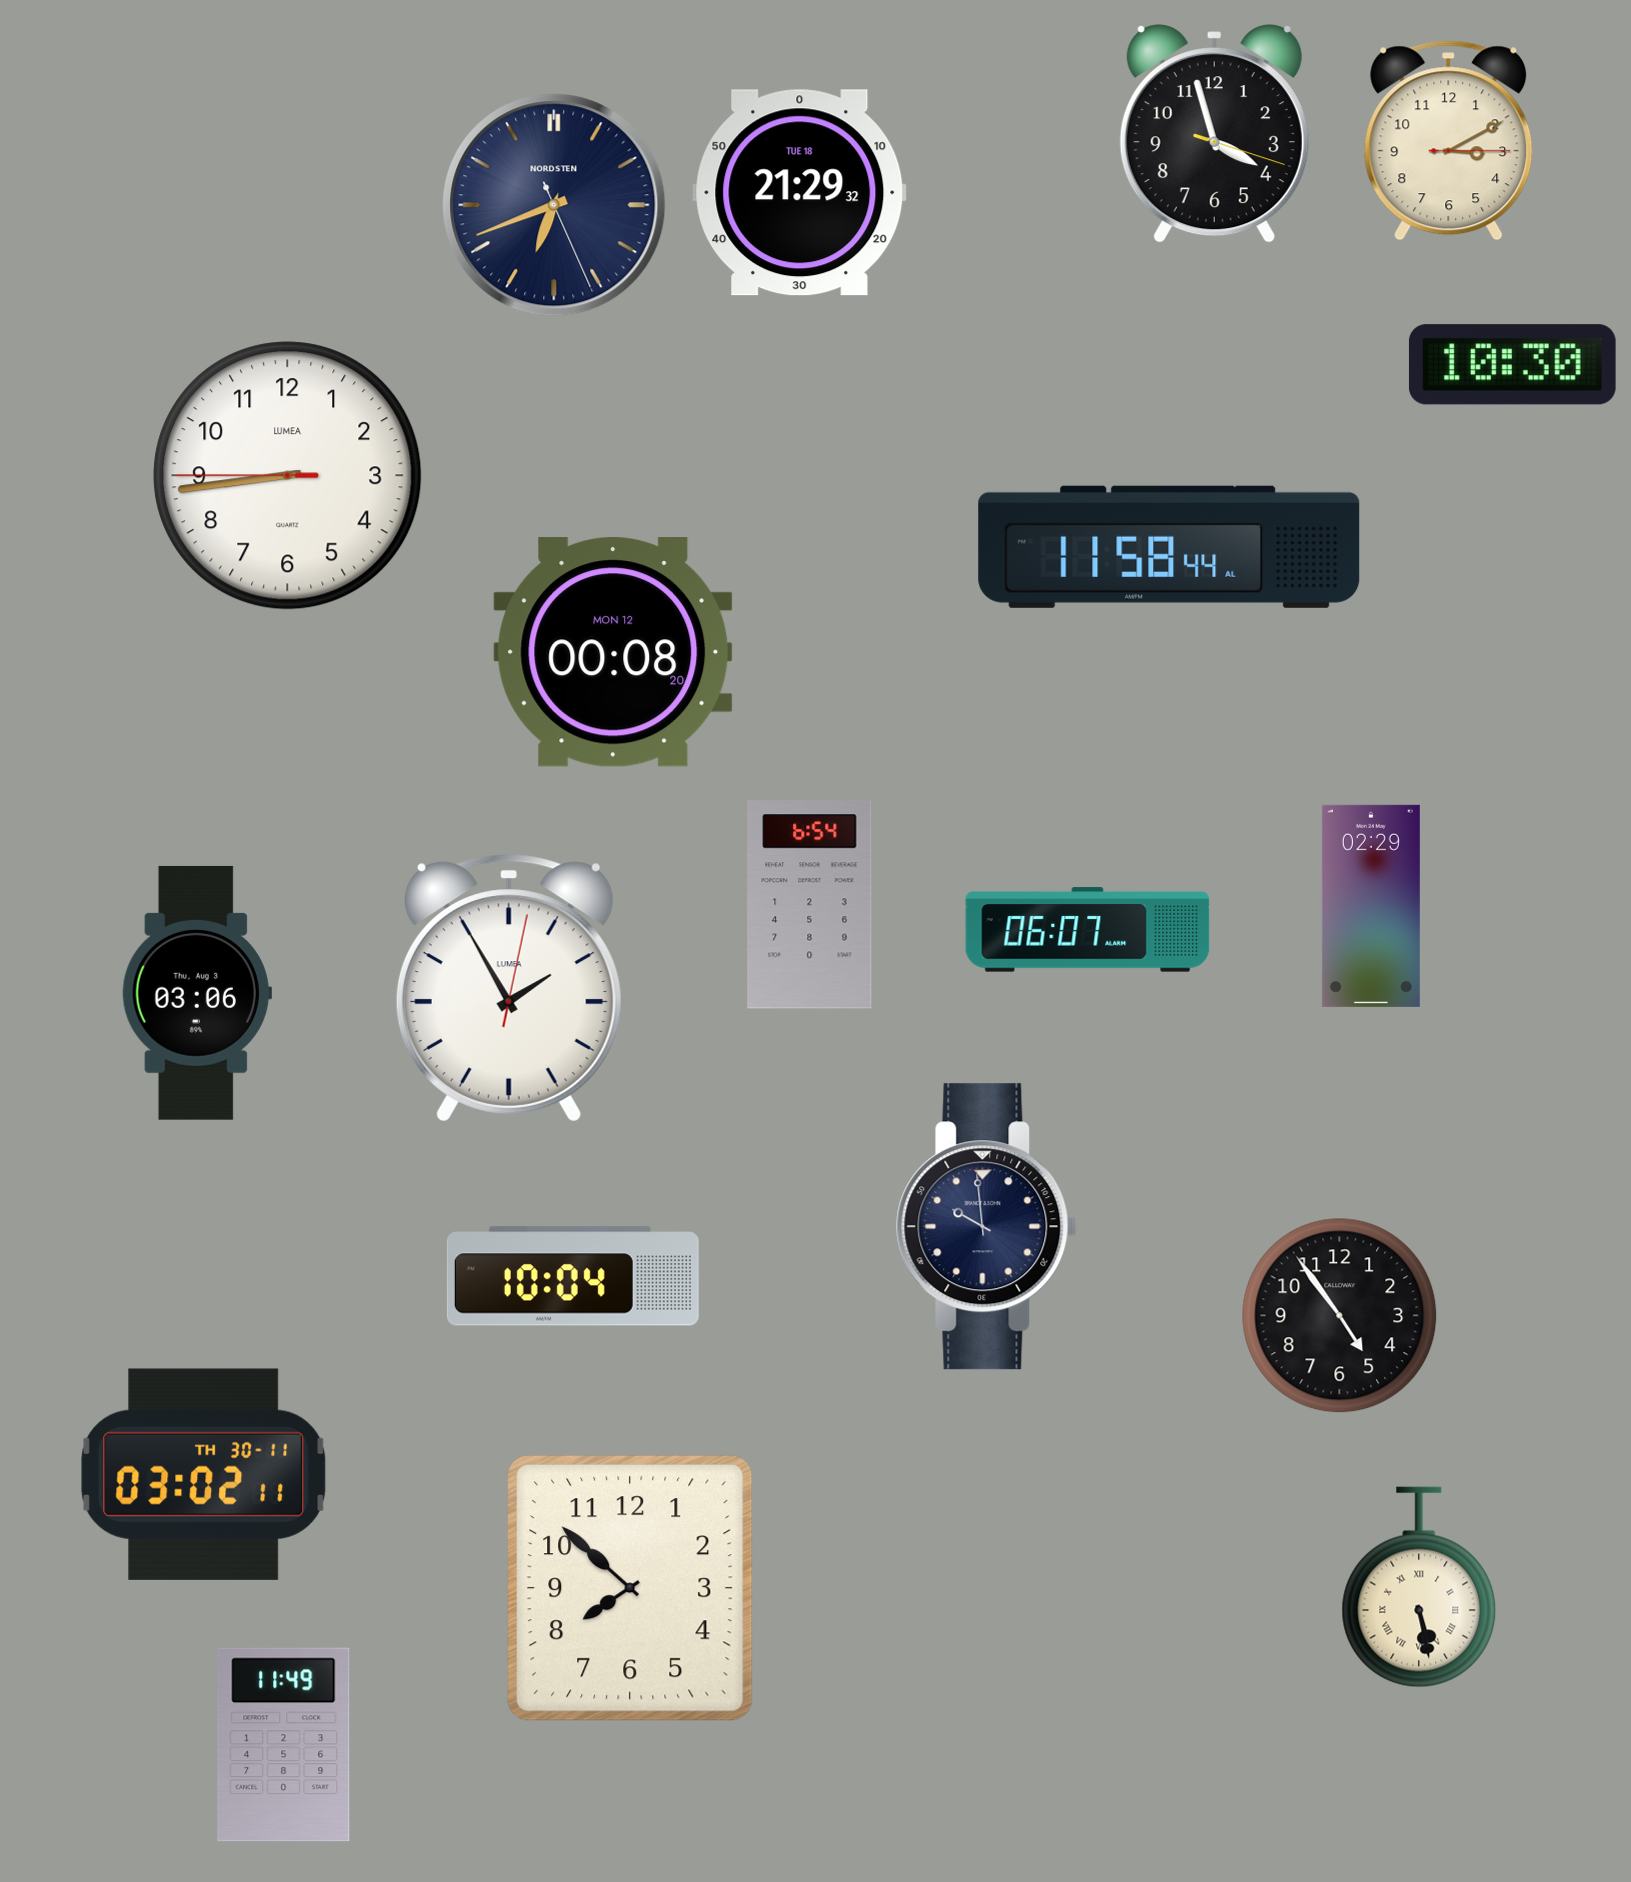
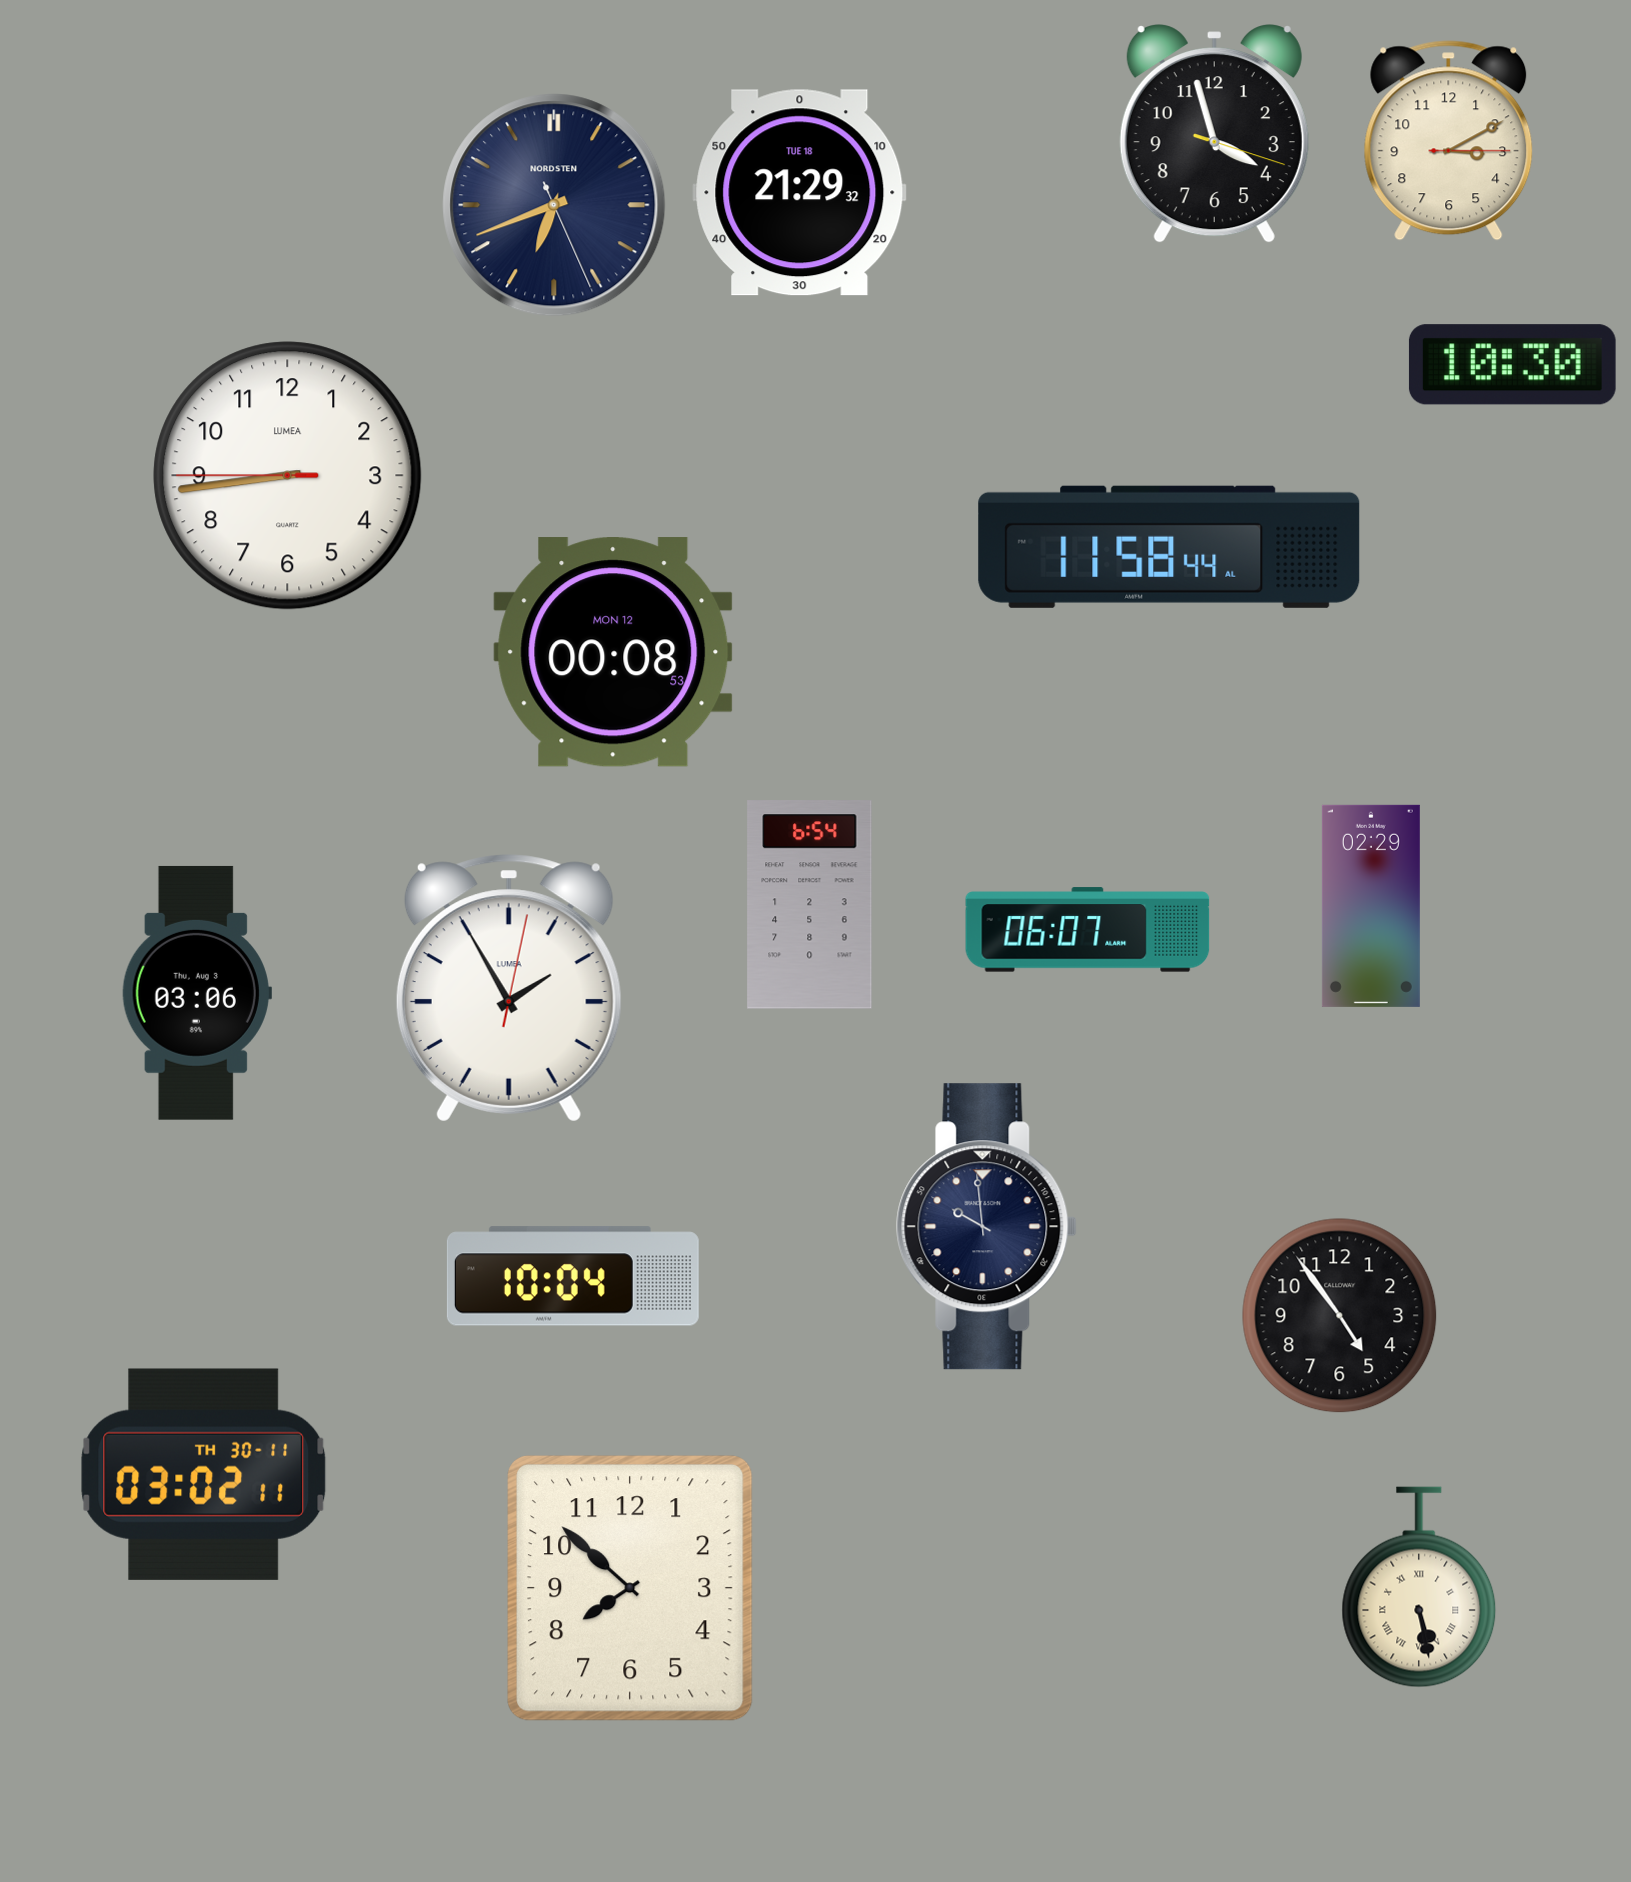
clock at (613, 652): 00:08:20 -> 00:08:53
clock at (284, 1745): 11:49 -> none
